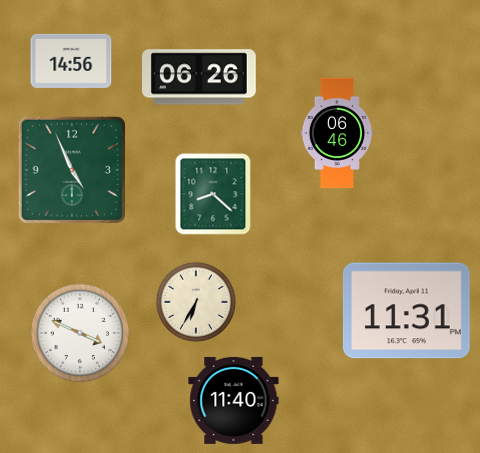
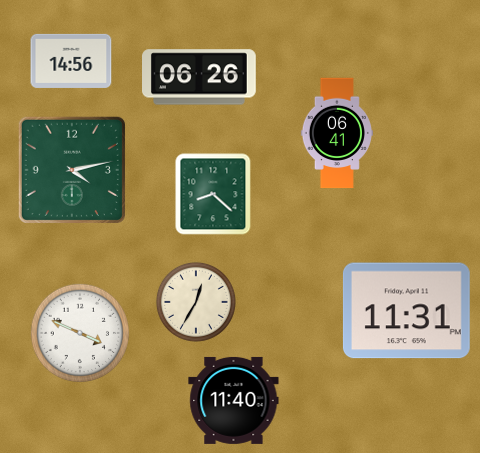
clock at (337, 133): 06:46 -> 06:41
clock at (72, 170): 4:56 -> 4:13
clock at (196, 302): 6:35 -> 12:35
